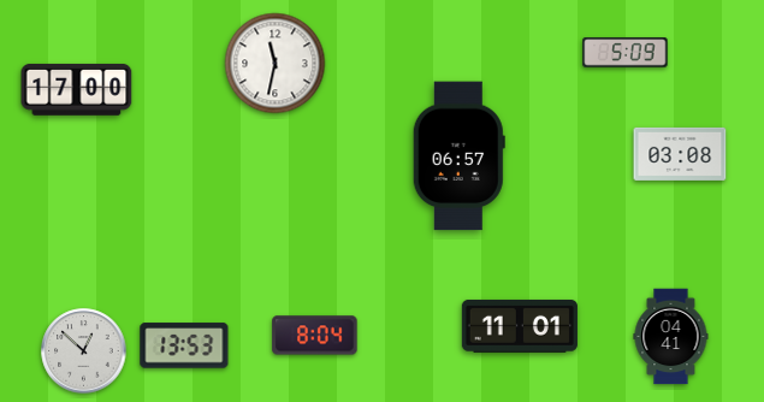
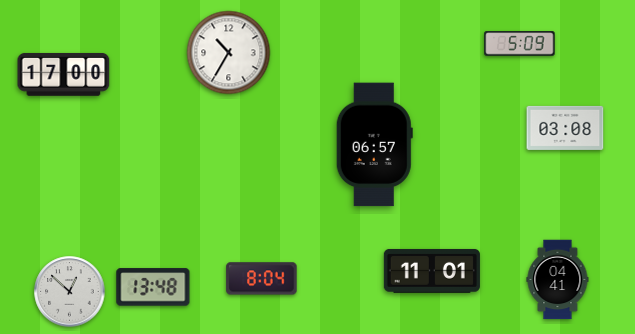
clock at (276, 64): 11:32 -> 10:35
clock at (458, 156) position: (458, 156) -> (374, 145)
clock at (184, 345): 13:53 -> 13:48
